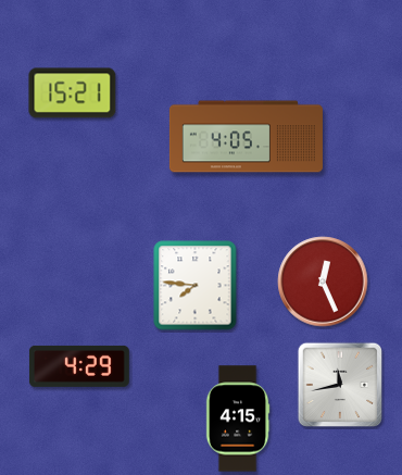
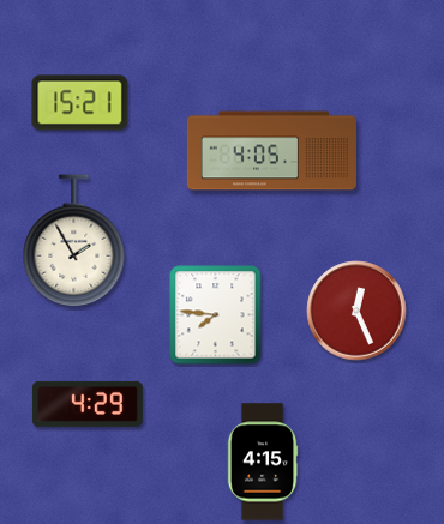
clock at (74, 241): none -> 1:55
clock at (339, 384): 11:43 -> none
